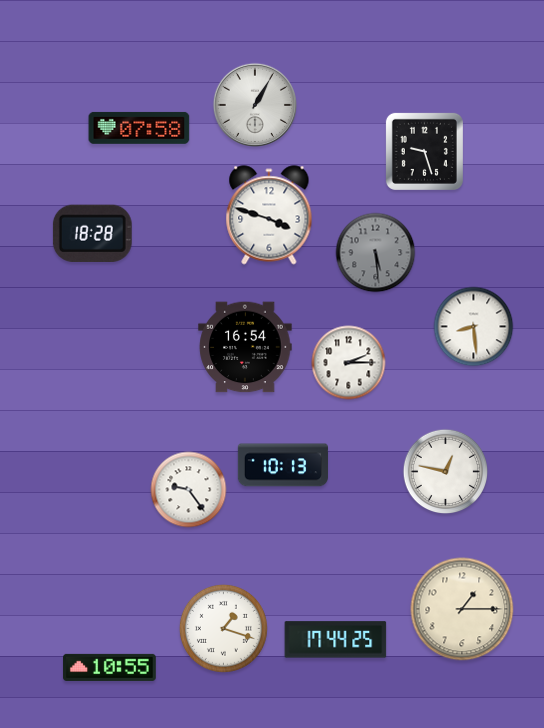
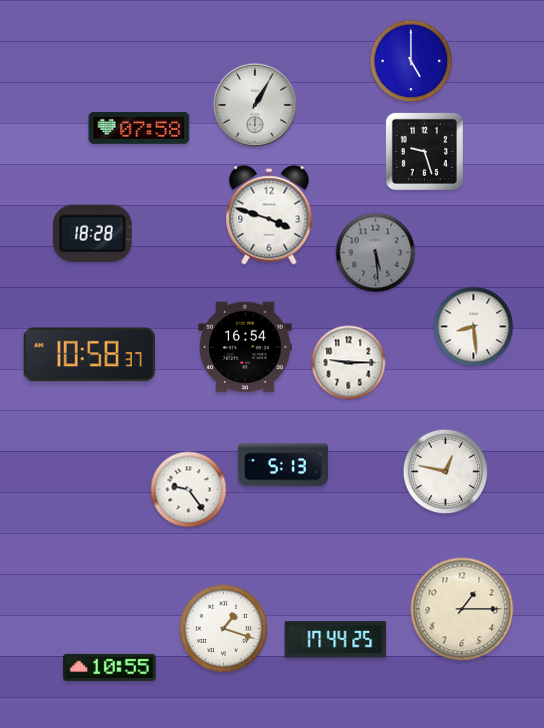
clock at (411, 61): none -> 5:00
clock at (89, 355): none -> 10:58
clock at (349, 363): 2:15 -> 9:15
clock at (283, 465): 10:13 -> 5:13
